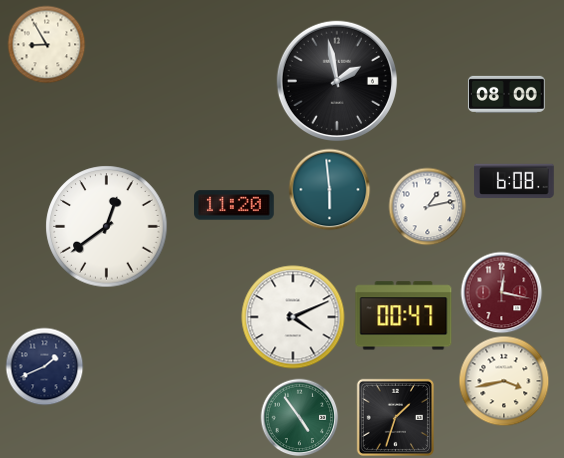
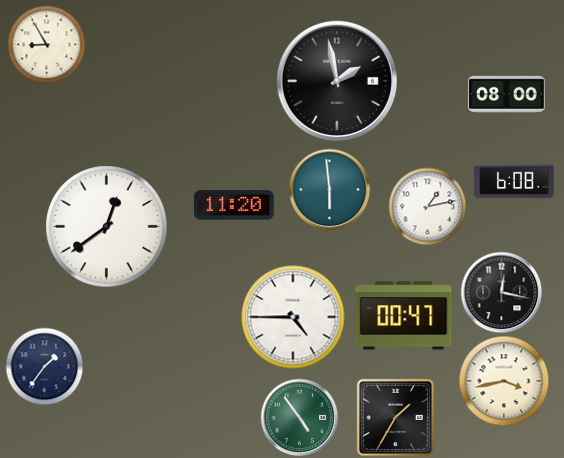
clock at (501, 292) dial: burgundy -> black
clock at (293, 317): 4:11 -> 4:45
clock at (44, 366): 1:41 -> 1:36
clock at (395, 417): 1:33 -> 1:35
